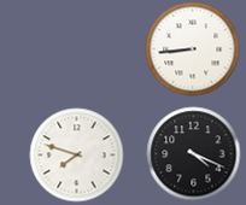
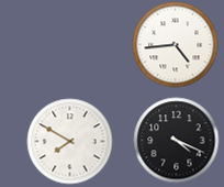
clock at (192, 48): 8:44 -> 4:44
clock at (76, 154): 7:48 -> 7:50
